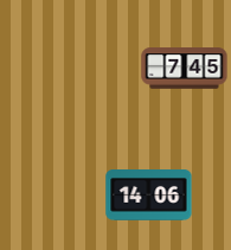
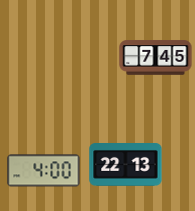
clock at (149, 195): 14:06 -> 22:13
clock at (44, 171): none -> 4:00
